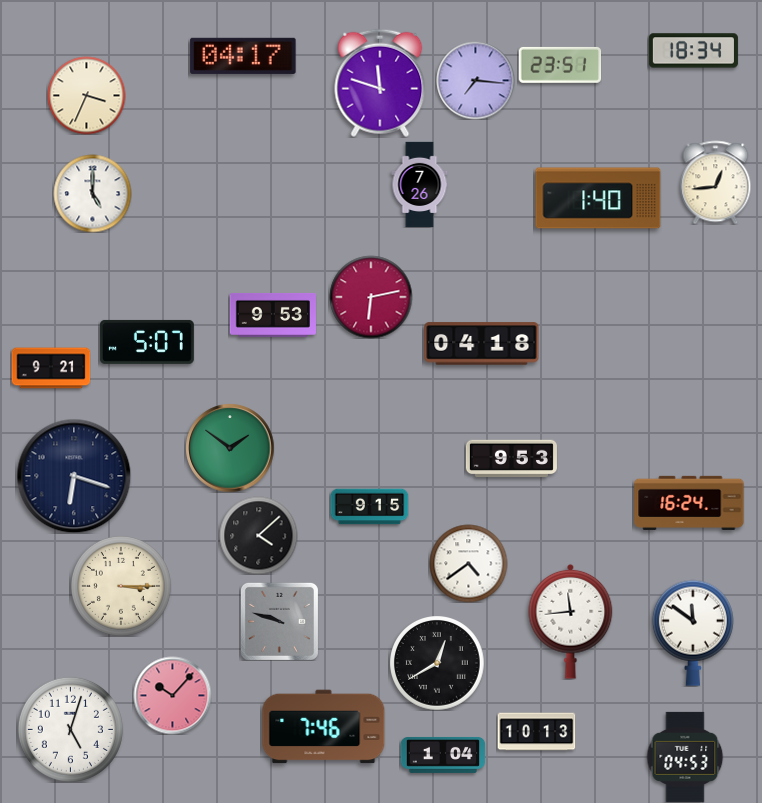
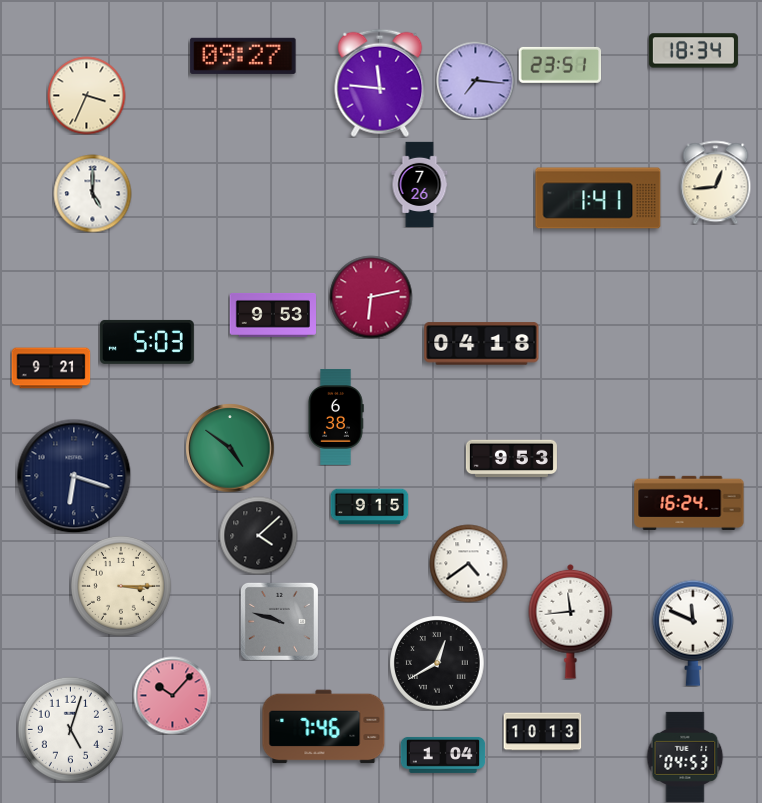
clock at (243, 56): 04:17 -> 09:27
clock at (380, 83): 11:48 -> 11:46
clock at (598, 198): 1:40 -> 1:41
clock at (147, 342): 5:07 -> 5:03
clock at (336, 418): none -> 6:38
clock at (230, 448): 1:51 -> 4:51
clock at (693, 633): 11:51 -> 11:49
clock at (536, 732) position: (536, 732) -> (542, 732)
